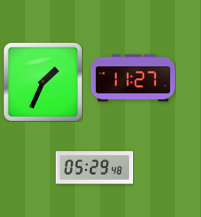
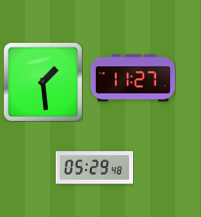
clock at (43, 82): 1:34 -> 1:29
